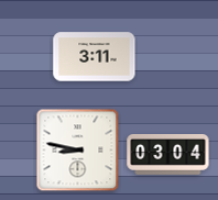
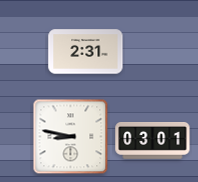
clock at (95, 57): 3:11 -> 2:31
clock at (168, 155): 03:04 -> 03:01
